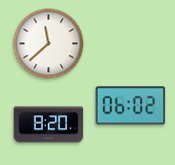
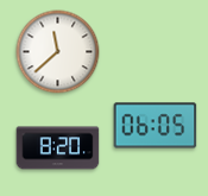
clock at (131, 106): 06:02 -> 06:05
